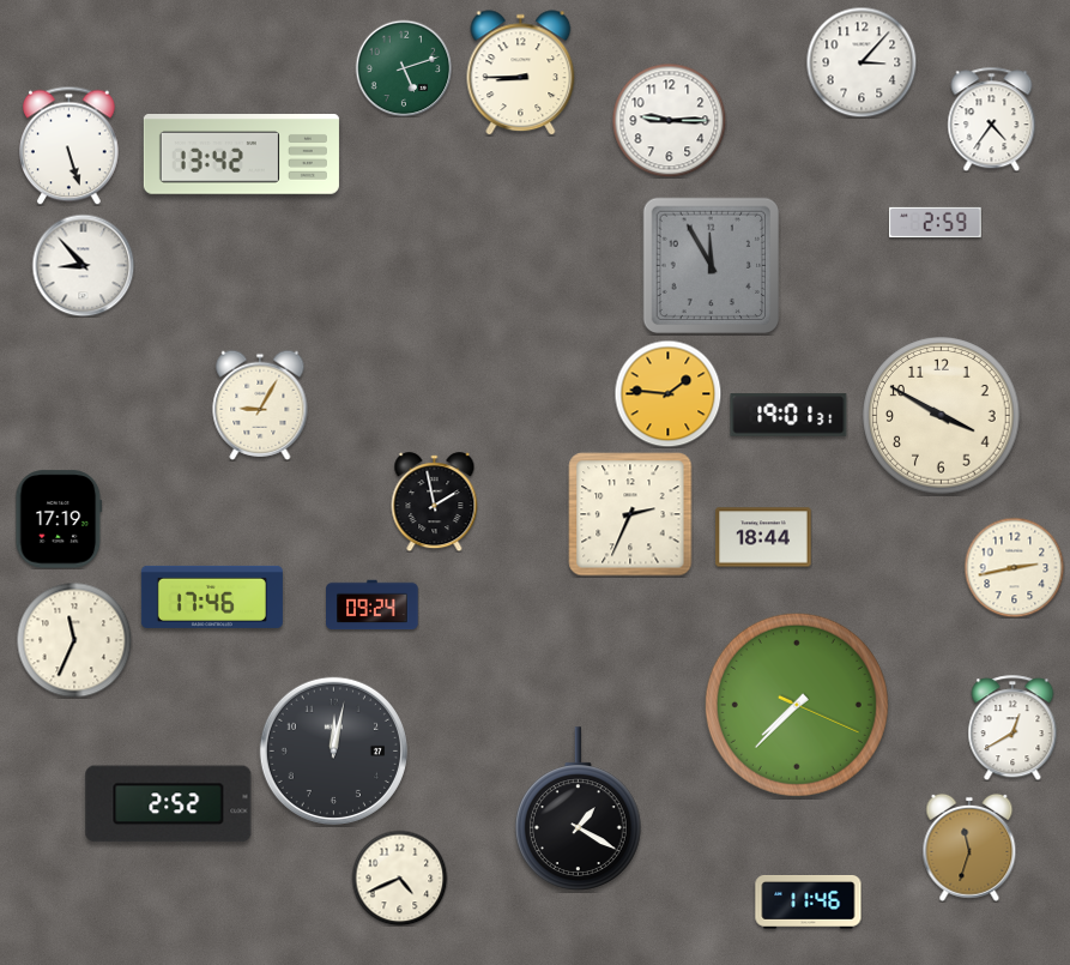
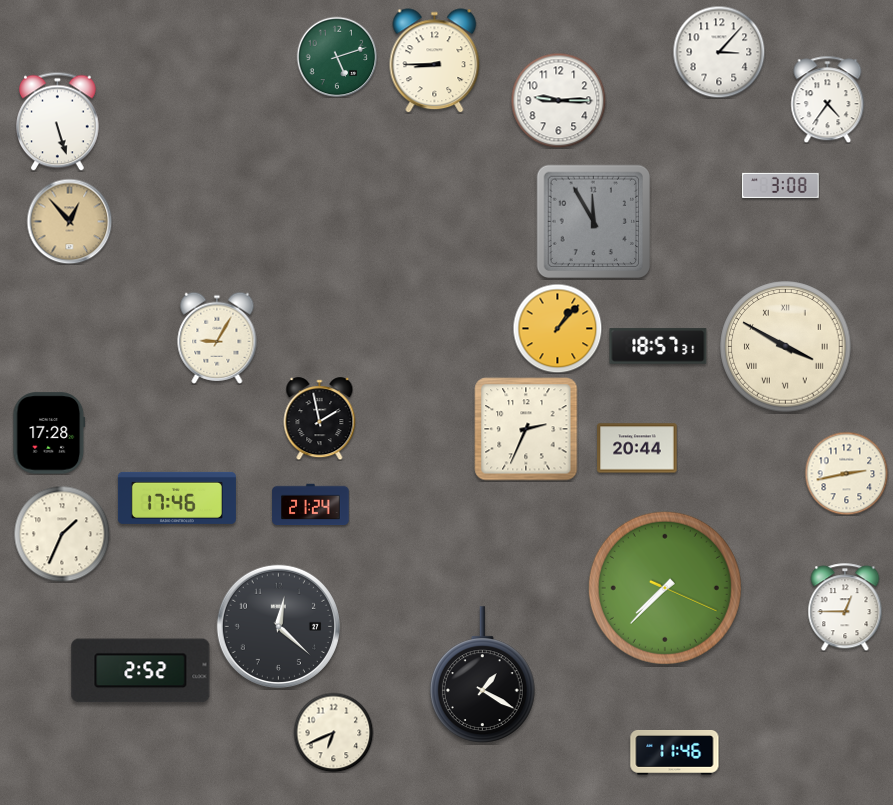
clock at (241, 155): 13:42 -> none
clock at (936, 222): 2:59 -> 3:08
clock at (83, 265): 8:53 -> 12:53
clock at (83, 265) dial: white -> champagne
clock at (667, 393): 1:46 -> 1:07
clock at (788, 415): 19:01 -> 18:57
clock at (942, 416) numerals: Arabic -> Roman
clock at (435, 502) position: (435, 502) -> (320, 419)
clock at (59, 519): 17:19 -> 17:28
clock at (763, 537): 18:44 -> 20:44
clock at (373, 605): 09:24 -> 21:24
clock at (74, 640): 11:34 -> 1:34
clock at (1012, 728): 12:40 -> 12:45
clock at (333, 750): 12:02 -> 12:22
clock at (969, 848): 11:33 -> none
clock at (399, 877): 4:41 -> 6:41
